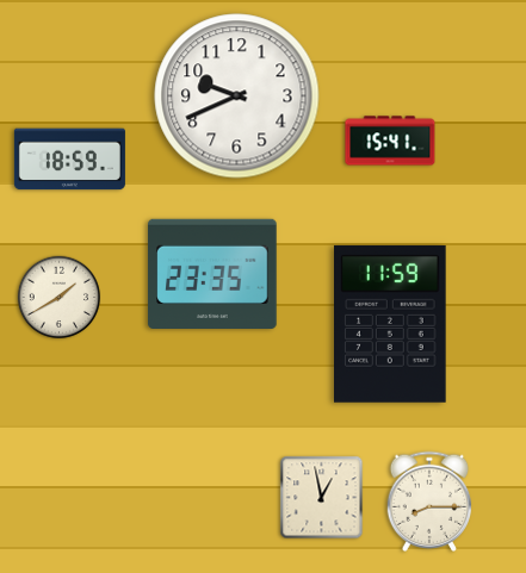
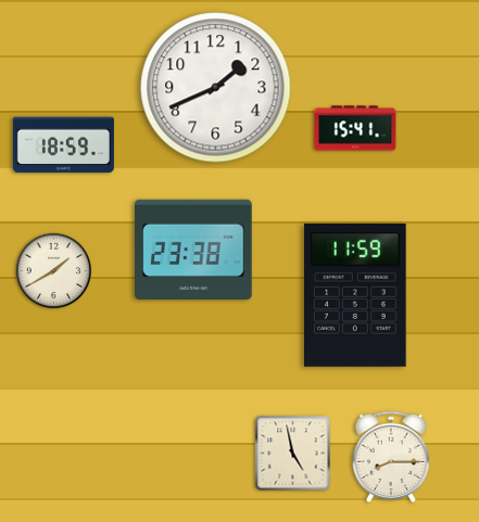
clock at (237, 96): 9:41 -> 1:41
clock at (212, 273): 23:35 -> 23:38
clock at (322, 498): 12:58 -> 4:58
